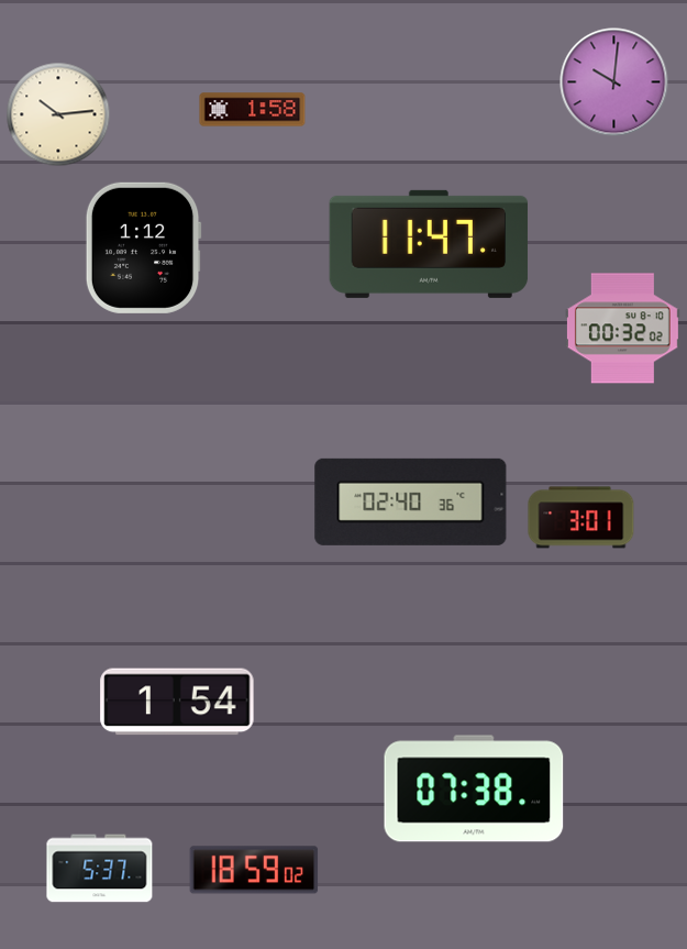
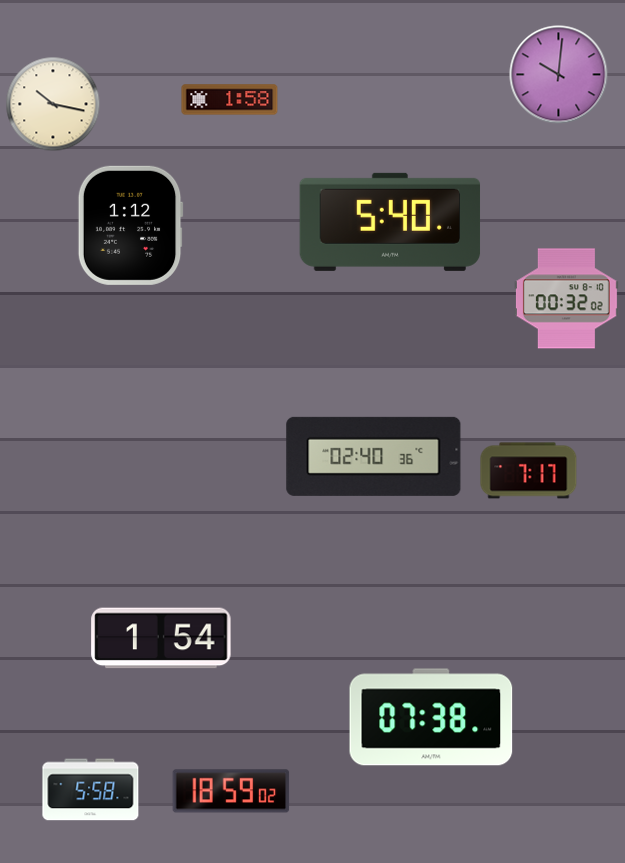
clock at (58, 114): 10:14 -> 10:17
clock at (429, 244): 11:47 -> 5:40
clock at (581, 518): 3:01 -> 7:17
clock at (100, 869): 5:37 -> 5:58
